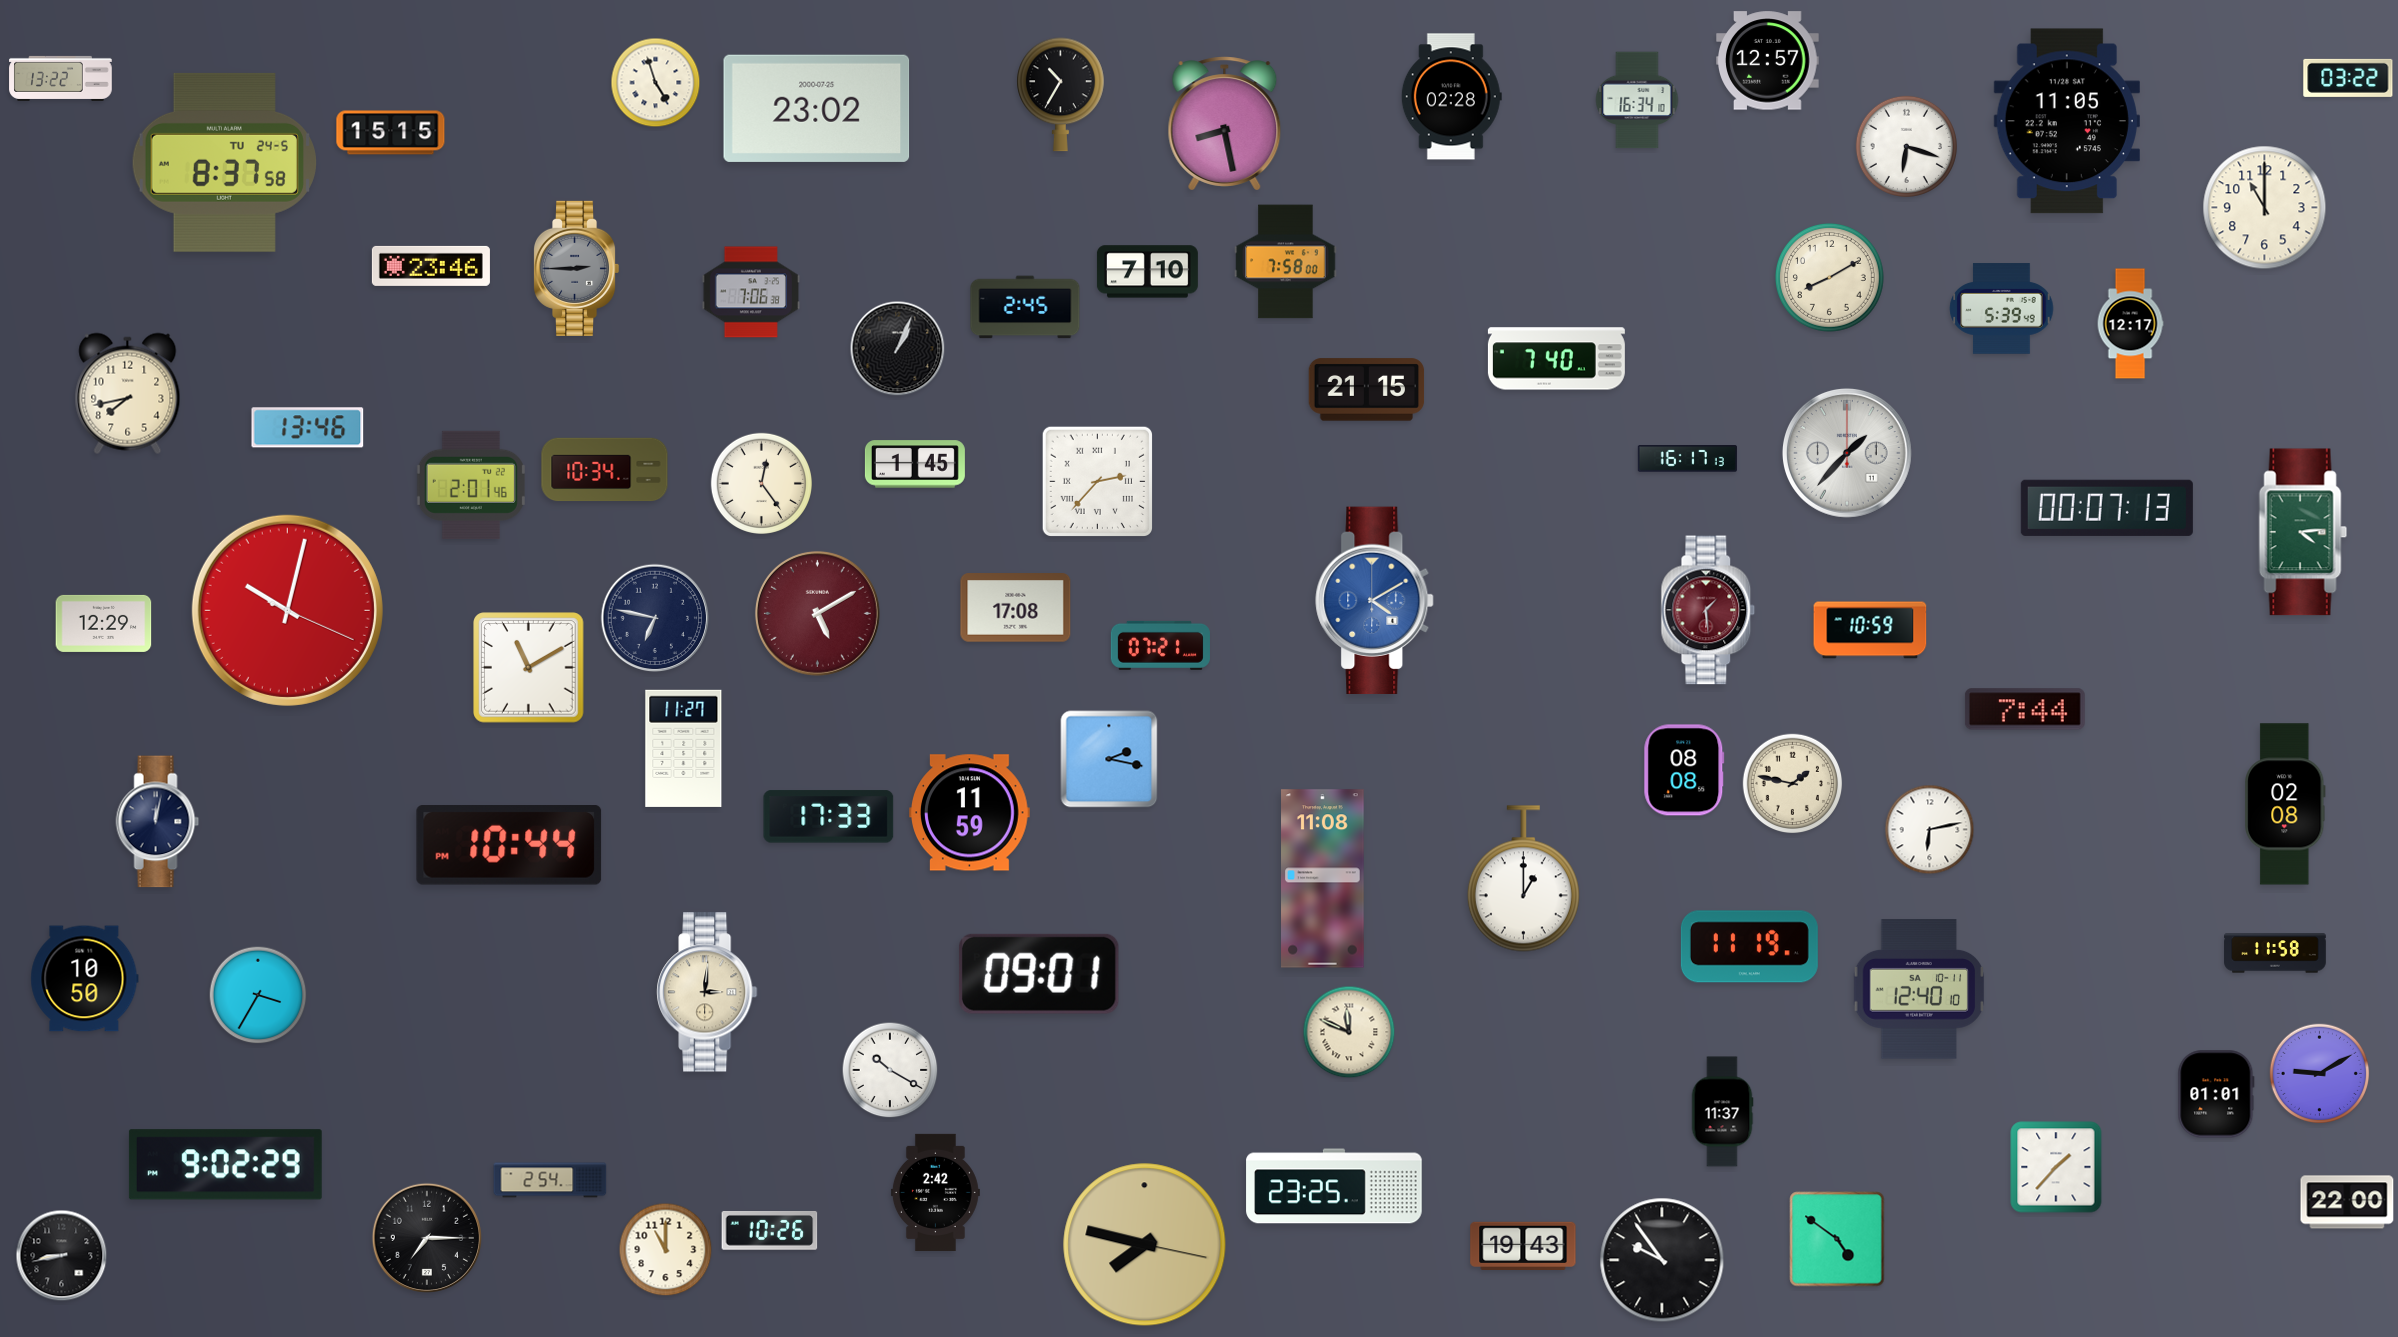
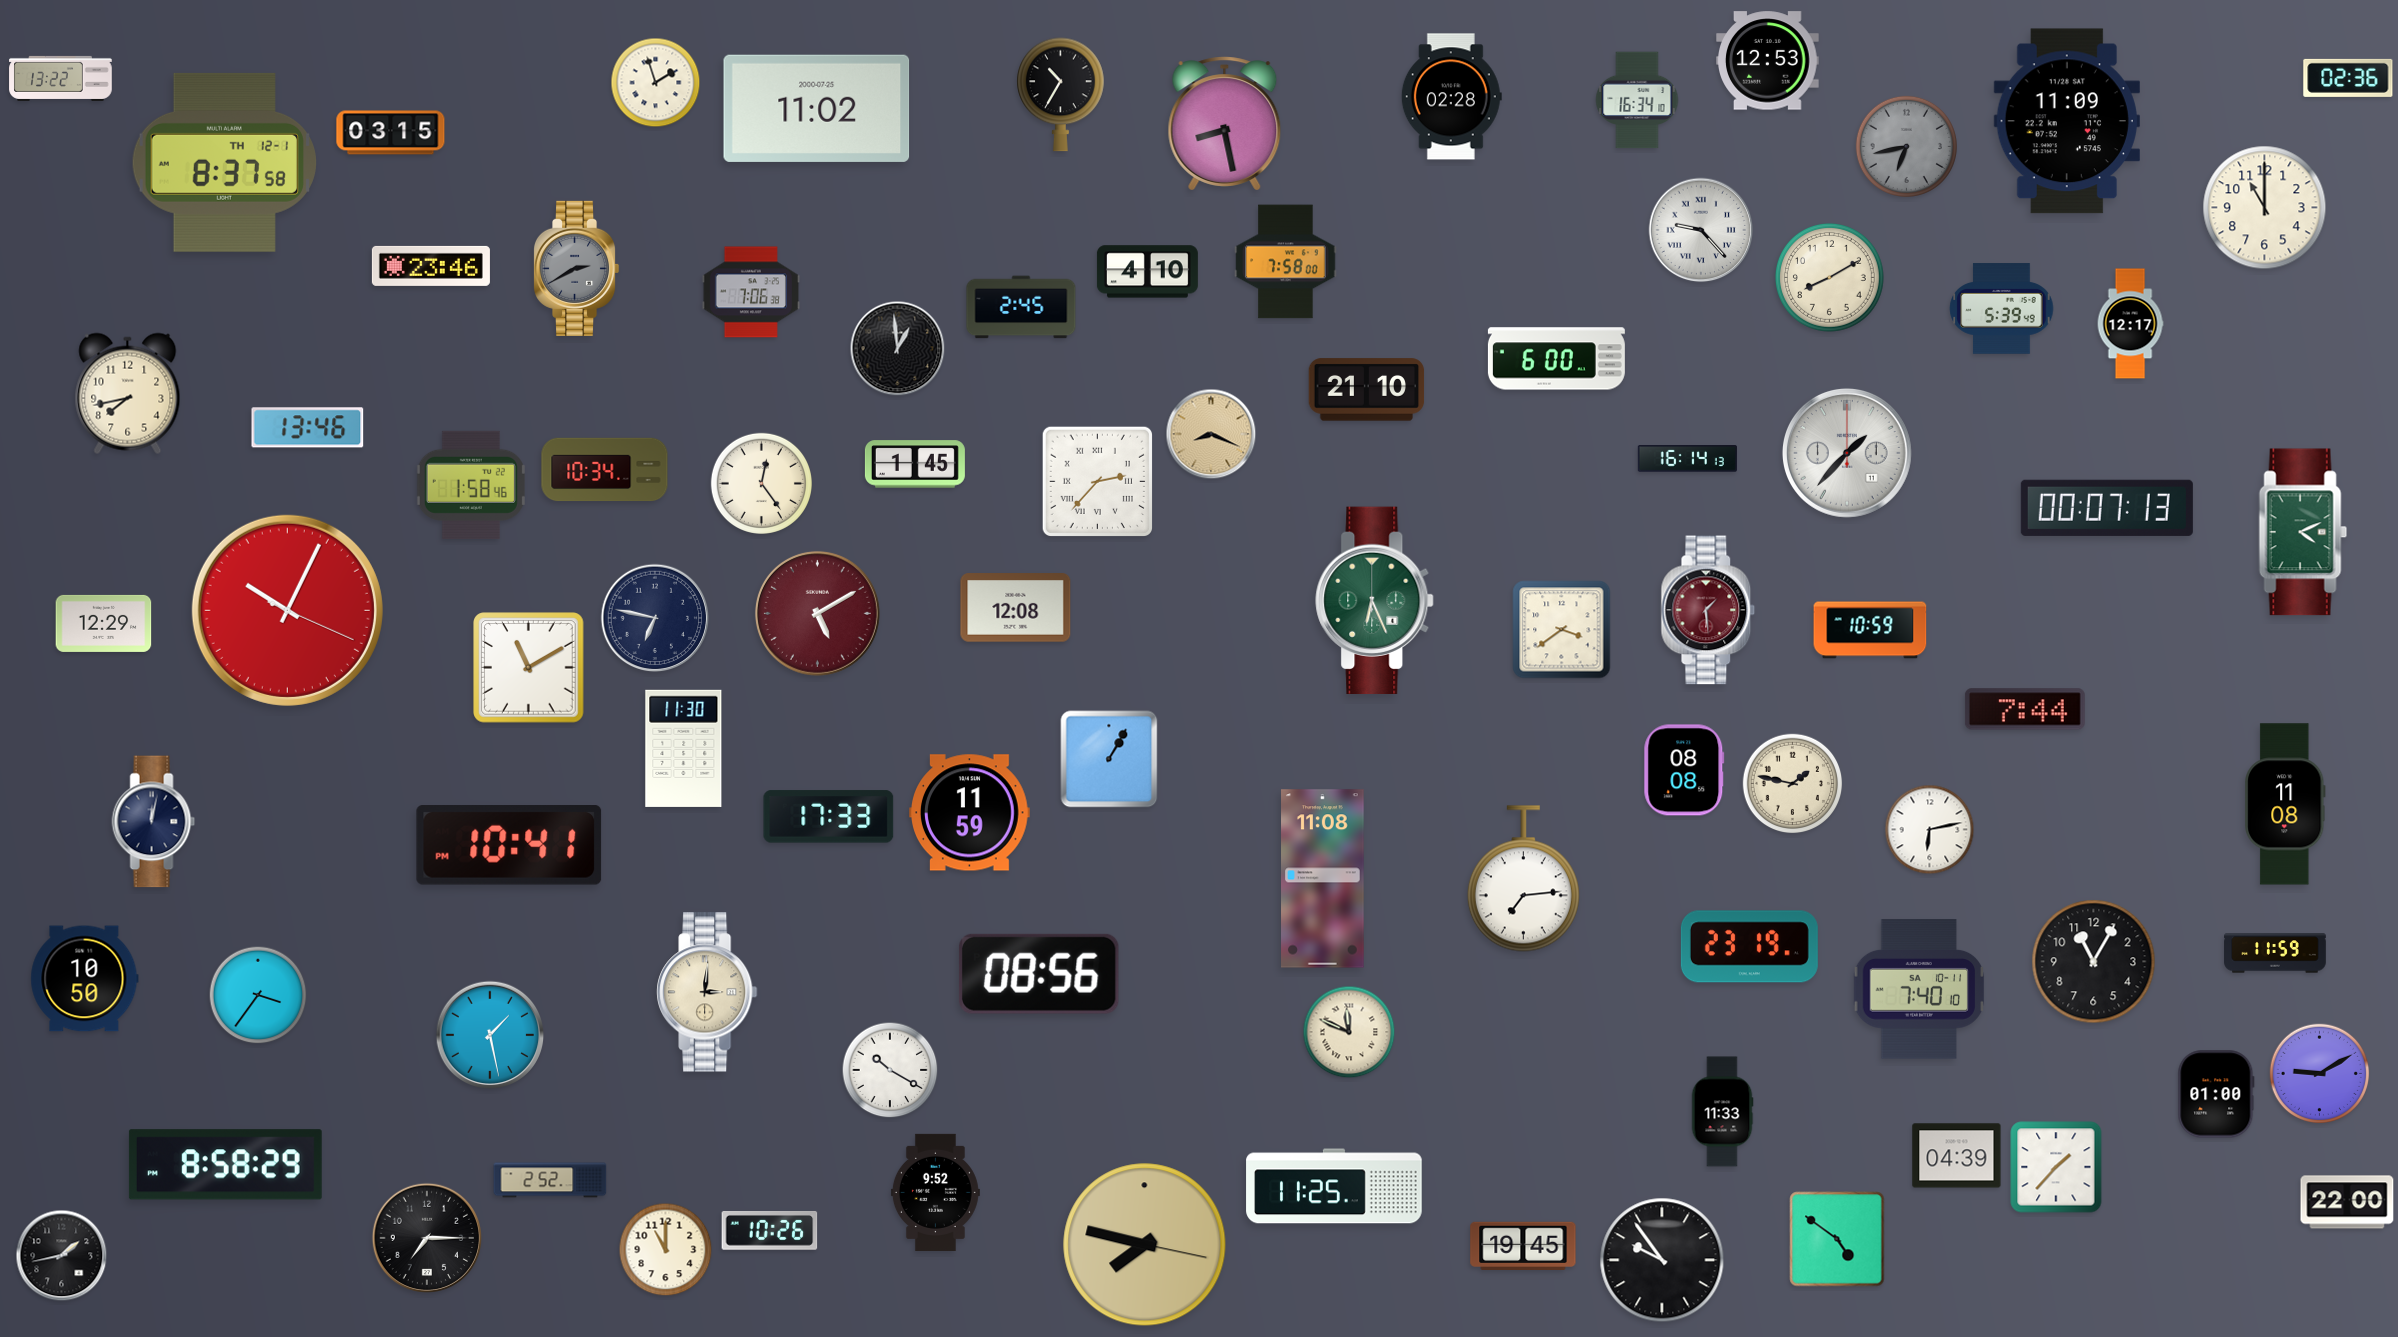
clock at (1768, 61): 12:57 -> 12:53
clock at (2348, 78): 03:22 -> 02:36
clock at (656, 83): 4:57 -> 1:57
clock at (817, 108): 23:02 -> 11:02
clock at (2067, 121): 11:05 -> 11:09
clock at (391, 133): 15:15 -> 03:15
clock at (1906, 146): 6:18 -> 6:43
clock at (1906, 146) dial: white -> grey
clock at (224, 162) date: TU 24-5 -> TH 12-1
clock at (1701, 230): none -> 9:23
clock at (576, 268): 2:45 -> 2:40
clock at (1147, 272): 7:10 -> 4:10
clock at (1025, 307) position: (1025, 307) -> (1021, 307)
clock at (898, 349): 1:04 -> 12:59
clock at (1556, 359): 7:40 -> 6:00
clock at (1367, 390): 21:15 -> 21:10
clock at (1211, 434): none -> 8:19
clock at (1687, 459): 16:17 -> 16:14
clock at (471, 485): 2:01 -> 1:58
clock at (2303, 532): 4:14 -> 4:11
clock at (1375, 600): 4:10 -> 6:26
clock at (1375, 600) dial: blue -> green
clock at (1016, 608): 17:08 -> 12:08
clock at (287, 610): 10:02 -> 10:04
clock at (1562, 630): none -> 3:39
clock at (1160, 645): 07:21 -> none
clock at (684, 748): 11:27 -> 11:30
clock at (1109, 759): 2:17 -> 1:05
clock at (2286, 804): 02:08 -> 11:08
clock at (158, 822) position: (158, 822) -> (154, 822)
clock at (509, 846): 10:44 -> 10:41
clock at (1523, 879): 1:00 -> 7:14
clock at (1749, 947): 11:19 -> 23:19
clock at (2275, 953): 11:58 -> 11:59
clock at (2094, 962): none -> 11:05
clock at (1039, 974): 09:01 -> 08:56
clock at (1919, 989): 12:40 -> 7:40
clock at (258, 995): 3:35 -> 3:36
clock at (490, 1035): none -> 1:28
clock at (2216, 1094): 01:01 -> 01:00
clock at (1722, 1112): 11:37 -> 11:33
clock at (1957, 1156): none -> 04:39
clock at (225, 1165): 9:02 -> 8:58
clock at (550, 1180): 2:54 -> 2:52
clock at (1334, 1186): 23:25 -> 11:25
clock at (935, 1192): 2:42 -> 9:52
clock at (1523, 1245): 19:43 -> 19:45
clock at (62, 1256): 8:43 -> 1:43
